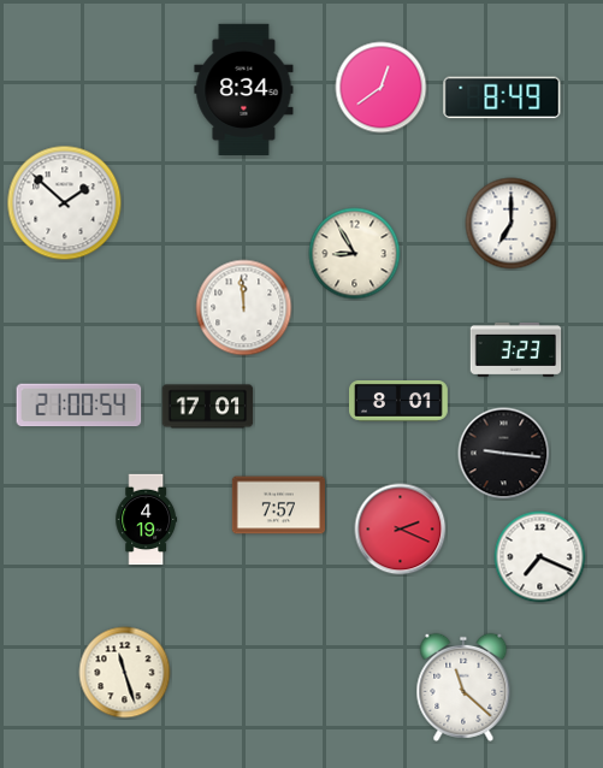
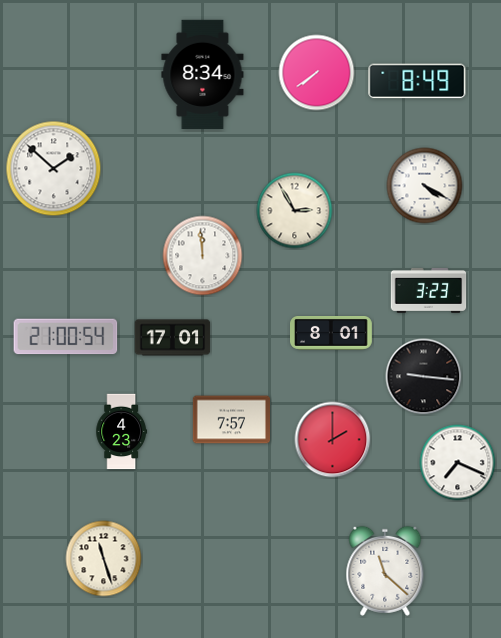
clock at (382, 88): 12:39 -> 7:39
clock at (512, 224): 7:00 -> 4:20
clock at (355, 254): 8:55 -> 2:55
clock at (504, 454) position: (504, 454) -> (424, 377)
clock at (147, 520): 4:19 -> 4:23
clock at (401, 530): 2:19 -> 2:00
clock at (540, 557) position: (540, 557) -> (458, 463)
